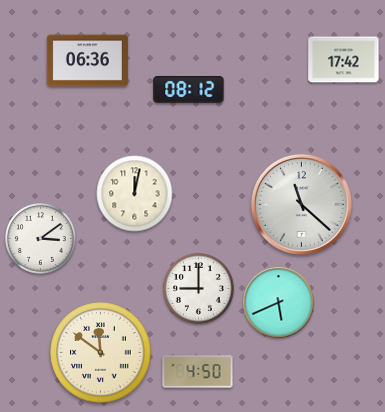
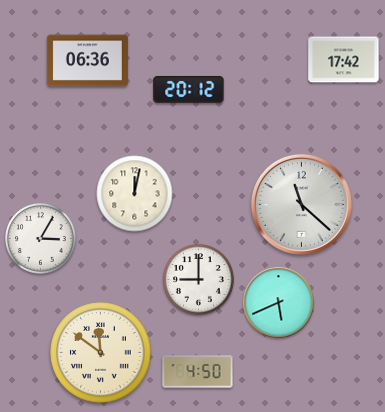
clock at (189, 89): 08:12 -> 20:12
clock at (41, 239): 3:09 -> 3:05
clock at (199, 289) position: (199, 289) -> (199, 280)
